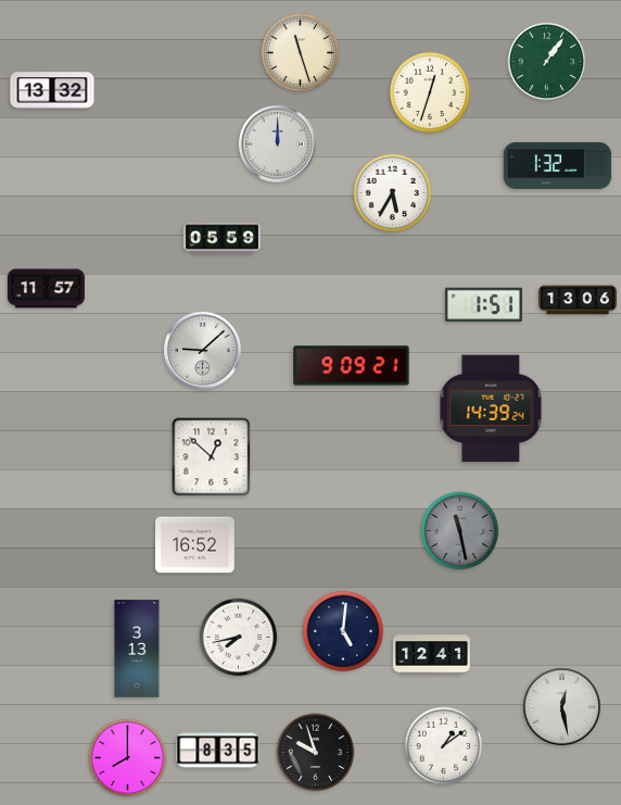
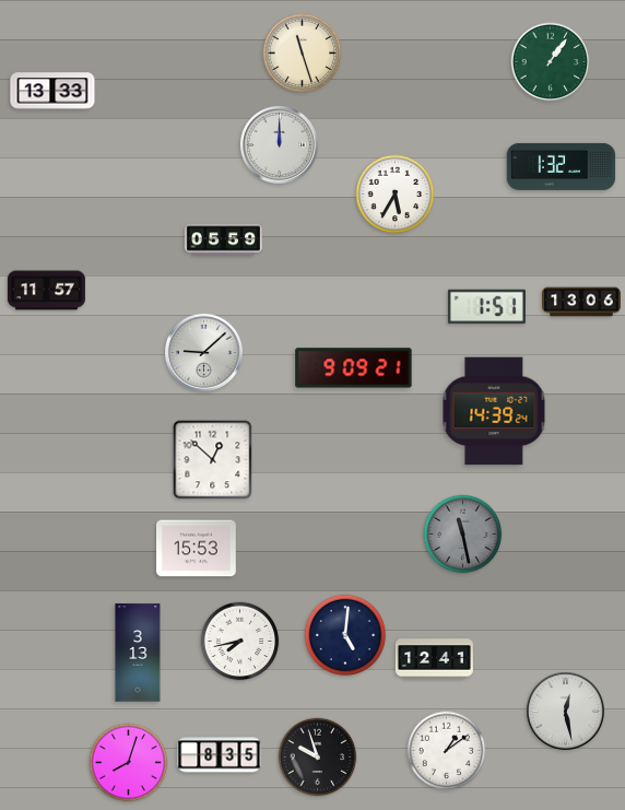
clock at (52, 90): 13:32 -> 13:33
clock at (430, 92): 12:33 -> none
clock at (195, 545): 16:52 -> 15:53
clock at (128, 758): 8:00 -> 8:03
